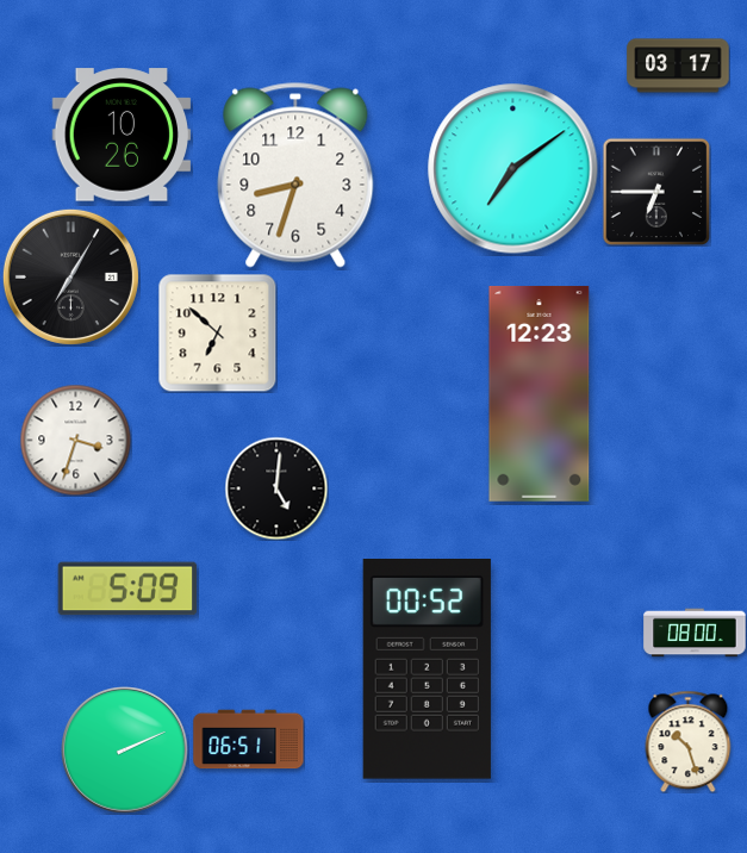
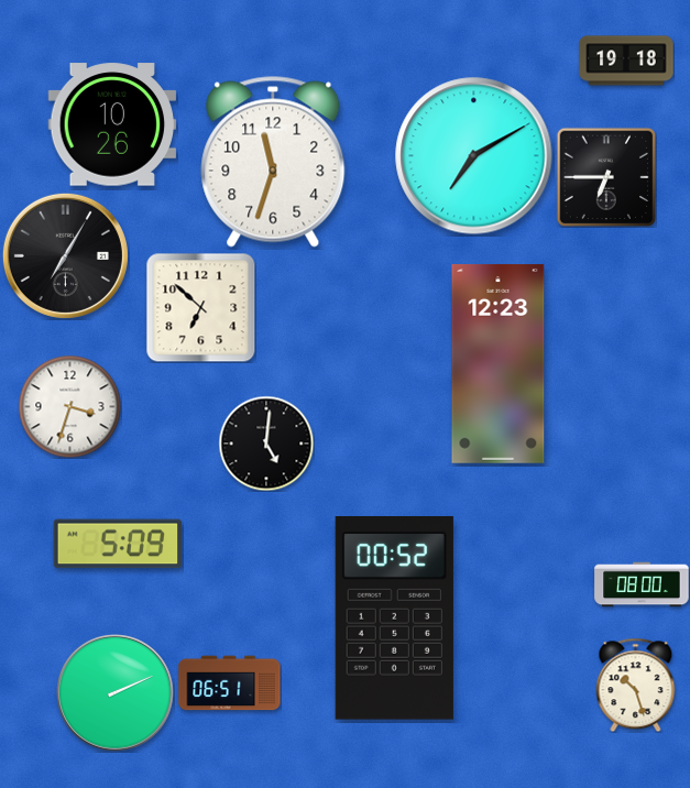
clock at (678, 66): 03:17 -> 19:18
clock at (513, 169): 7:09 -> 7:10
clock at (295, 175): 8:33 -> 11:33
clock at (276, 488) position: (276, 488) -> (266, 444)
